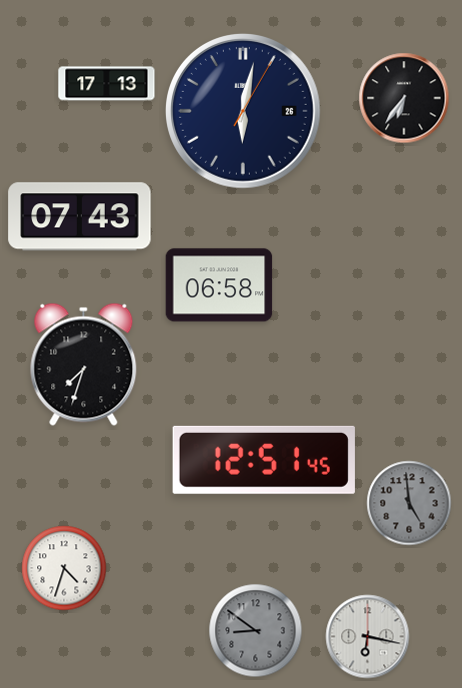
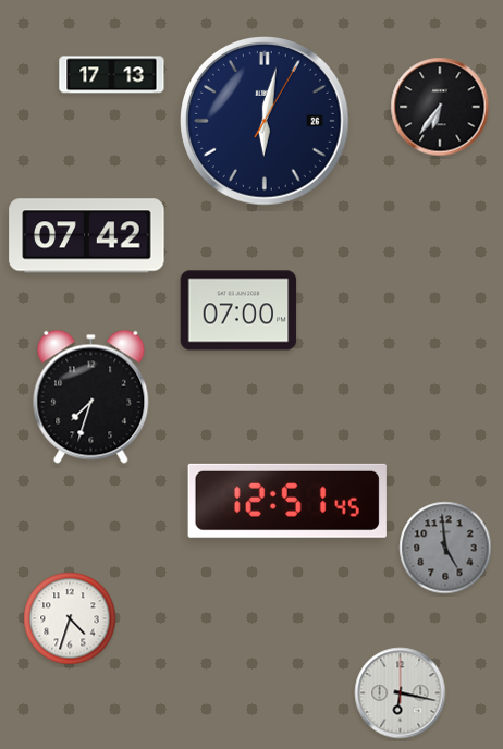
clock at (107, 84) position: (107, 84) -> (112, 75)
clock at (80, 217): 07:43 -> 07:42
clock at (219, 285): 06:58 -> 07:00
clock at (256, 631): 8:51 -> none
